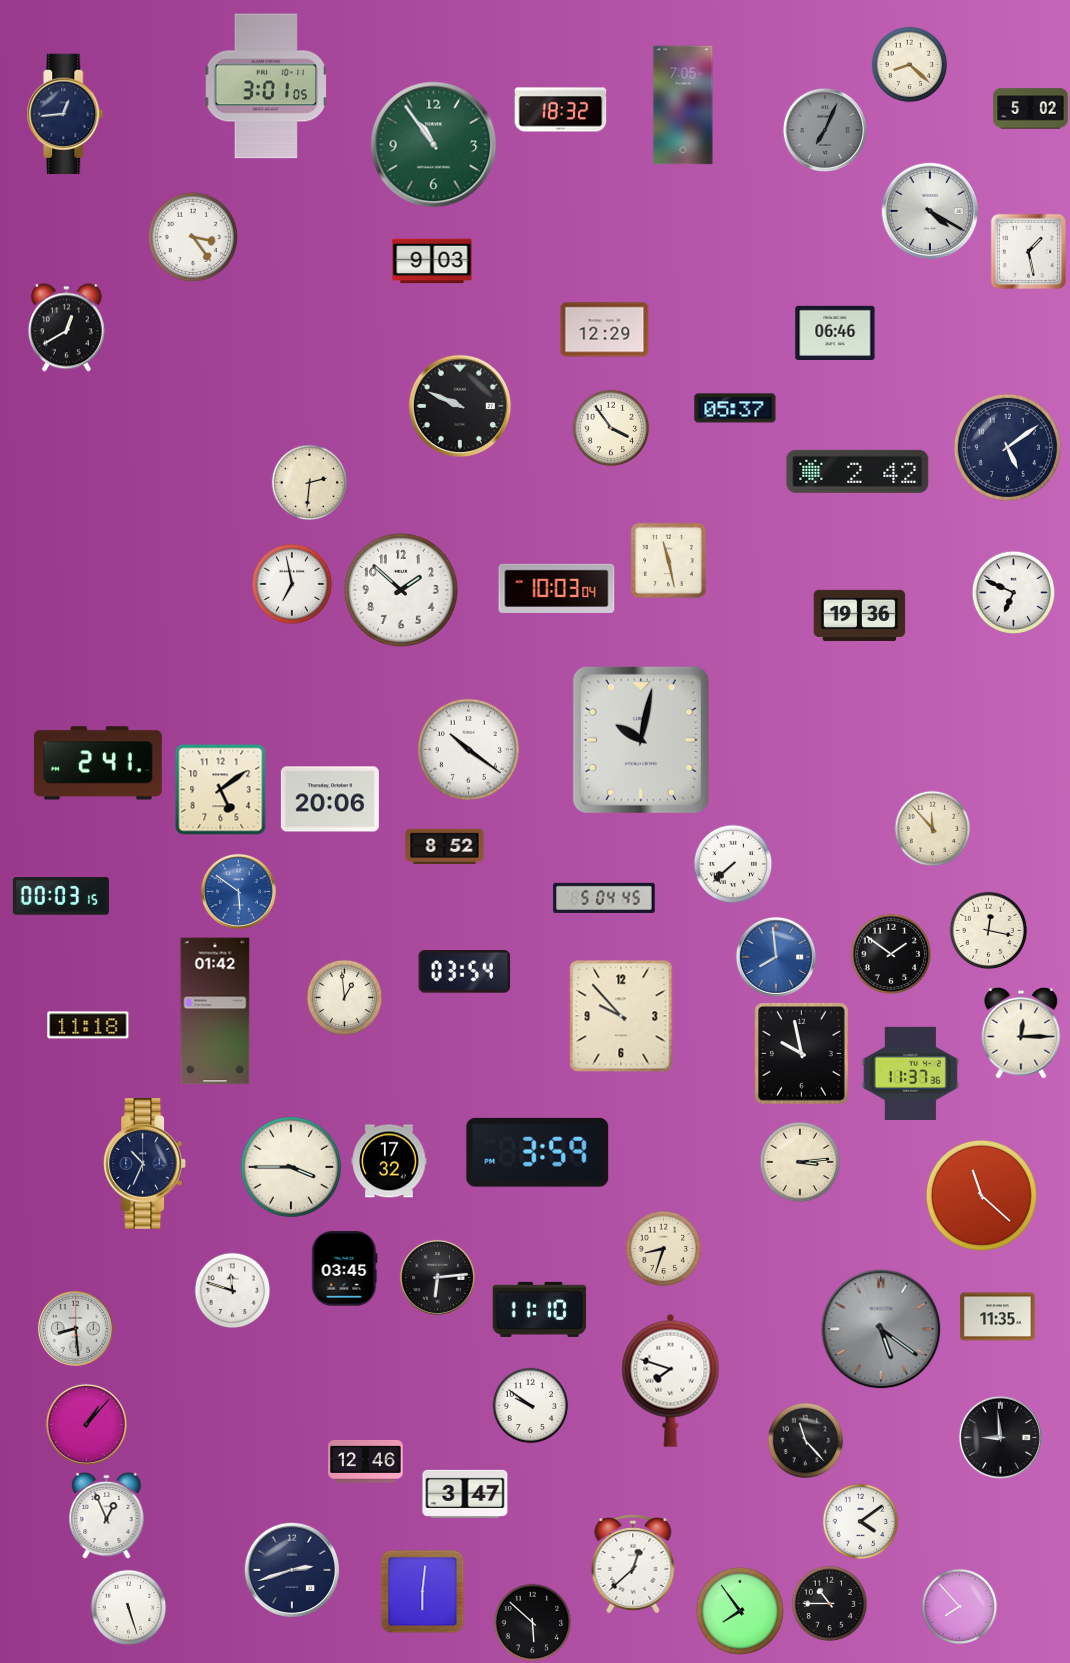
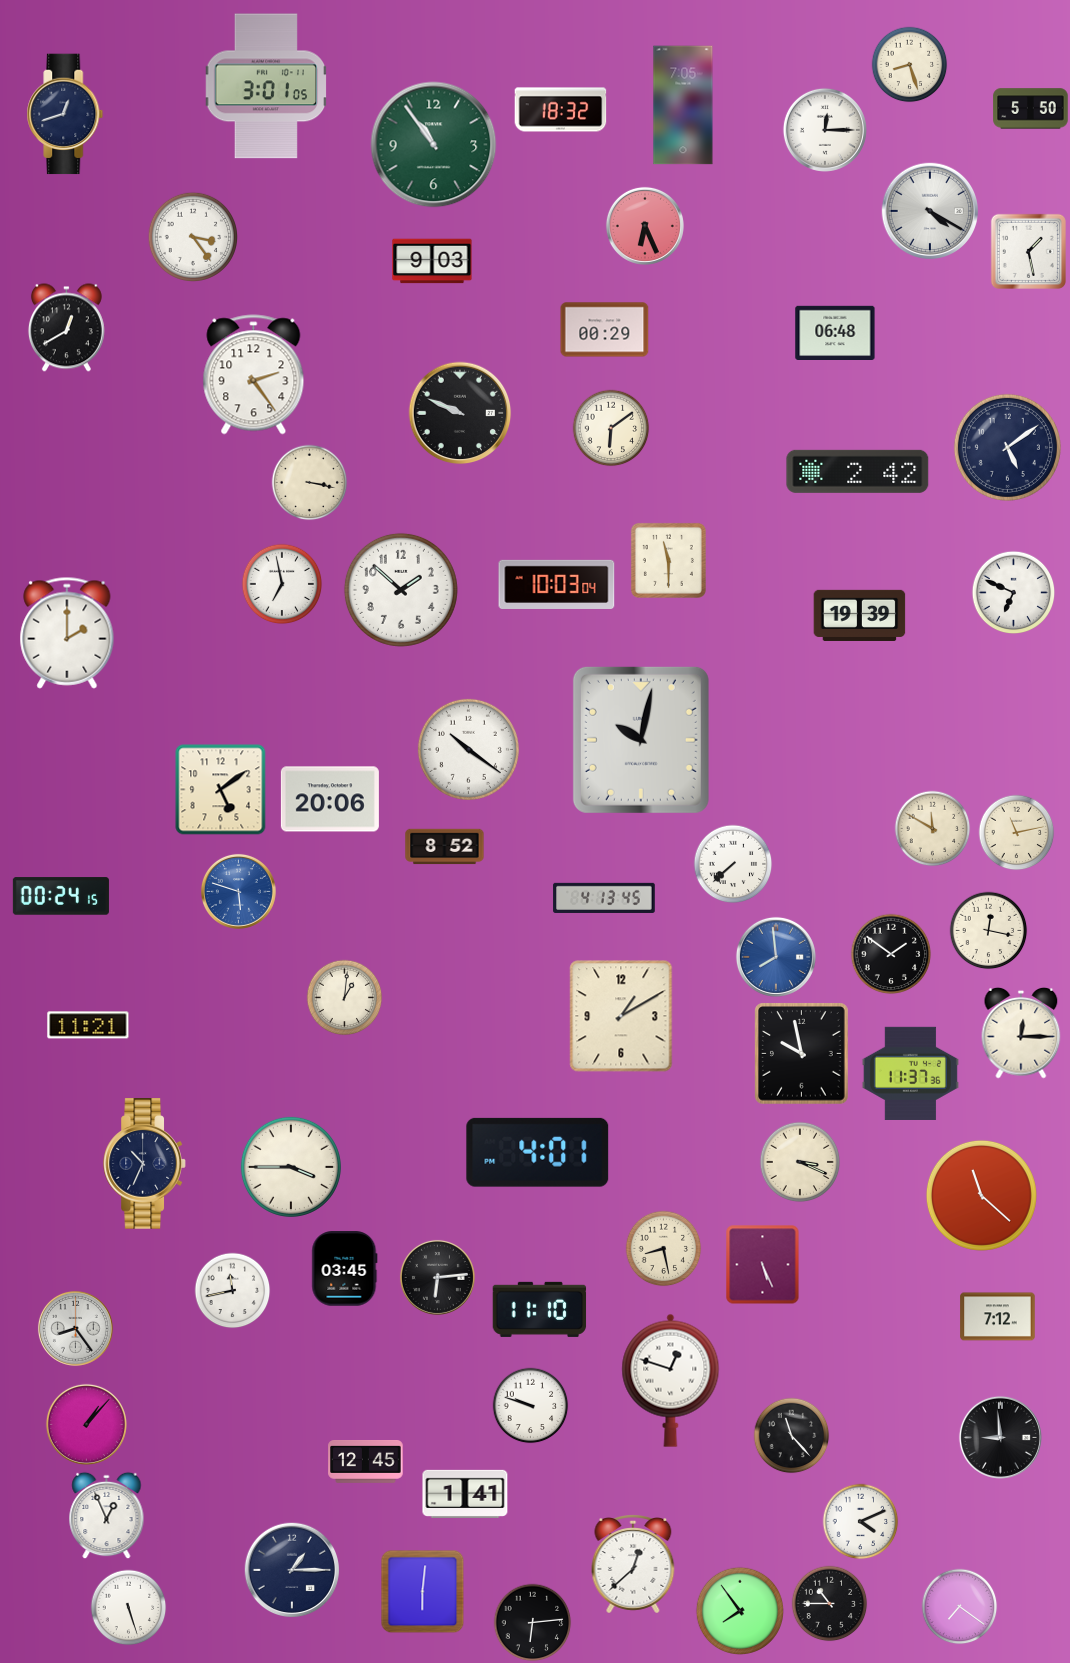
clock at (910, 65): 8:22 -> 8:27
clock at (1031, 109): 5:02 -> 5:50
clock at (65, 114): 12:44 -> 12:42
clock at (825, 130): 7:04 -> 12:15
clock at (825, 130) dial: grey -> white
clock at (645, 226): none -> 6:26
clock at (605, 330): 12:29 -> 00:29
clock at (835, 332): 06:46 -> 06:48
clock at (254, 375): none -> 2:24
clock at (460, 406) position: (460, 406) -> (460, 413)
clock at (735, 408): 05:37 -> none
clock at (611, 428): 3:54 -> 6:09
clock at (310, 483): 2:31 -> 3:17
clock at (668, 560): 11:28 -> 11:30
clock at (292, 584) position: (292, 584) -> (282, 584)
clock at (557, 588) position: (557, 588) -> (557, 584)
clock at (860, 615): 19:36 -> 19:39
clock at (67, 633): none -> 2:00
clock at (98, 763): 2:41 -> none
clock at (933, 829): 11:53 -> 11:50
clock at (1017, 833): none -> 11:13
clock at (238, 891): 5:51 -> 5:48
clock at (61, 896): 00:03 -> 00:24
clock at (604, 898): 5:04 -> 4:13
clock at (465, 972): 03:54 -> none
clock at (345, 998): 12:59 -> 1:01
clock at (215, 1011): 01:42 -> none
clock at (621, 1016): 9:53 -> 1:10
clock at (88, 1025): 11:18 -> 11:21
clock at (538, 1152): 3:59 -> 4:01
clock at (389, 1161): 17:32 -> none
clock at (800, 1162): 3:14 -> 3:19
clock at (664, 1249): 8:33 -> 8:28
clock at (763, 1265): none -> 5:26
clock at (233, 1291): 11:48 -> 11:43
clock at (998, 1317): 11:35 -> 7:12
clock at (75, 1328): 8:29 -> 8:24
clock at (881, 1329): 5:21 -> none
clock at (671, 1380): 7:48 -> 12:48
clock at (531, 1406): 9:51 -> 9:48
clock at (806, 1441) position: (806, 1441) -> (792, 1436)
clock at (366, 1462): 12:46 -> 12:45
clock at (465, 1494): 3:47 -> 1:41
clock at (861, 1522): 4:09 -> 4:11
clock at (292, 1570): 2:42 -> 1:15
clock at (960, 1607): 7:53 -> 7:21
clock at (533, 1623): 5:52 -> 6:14
